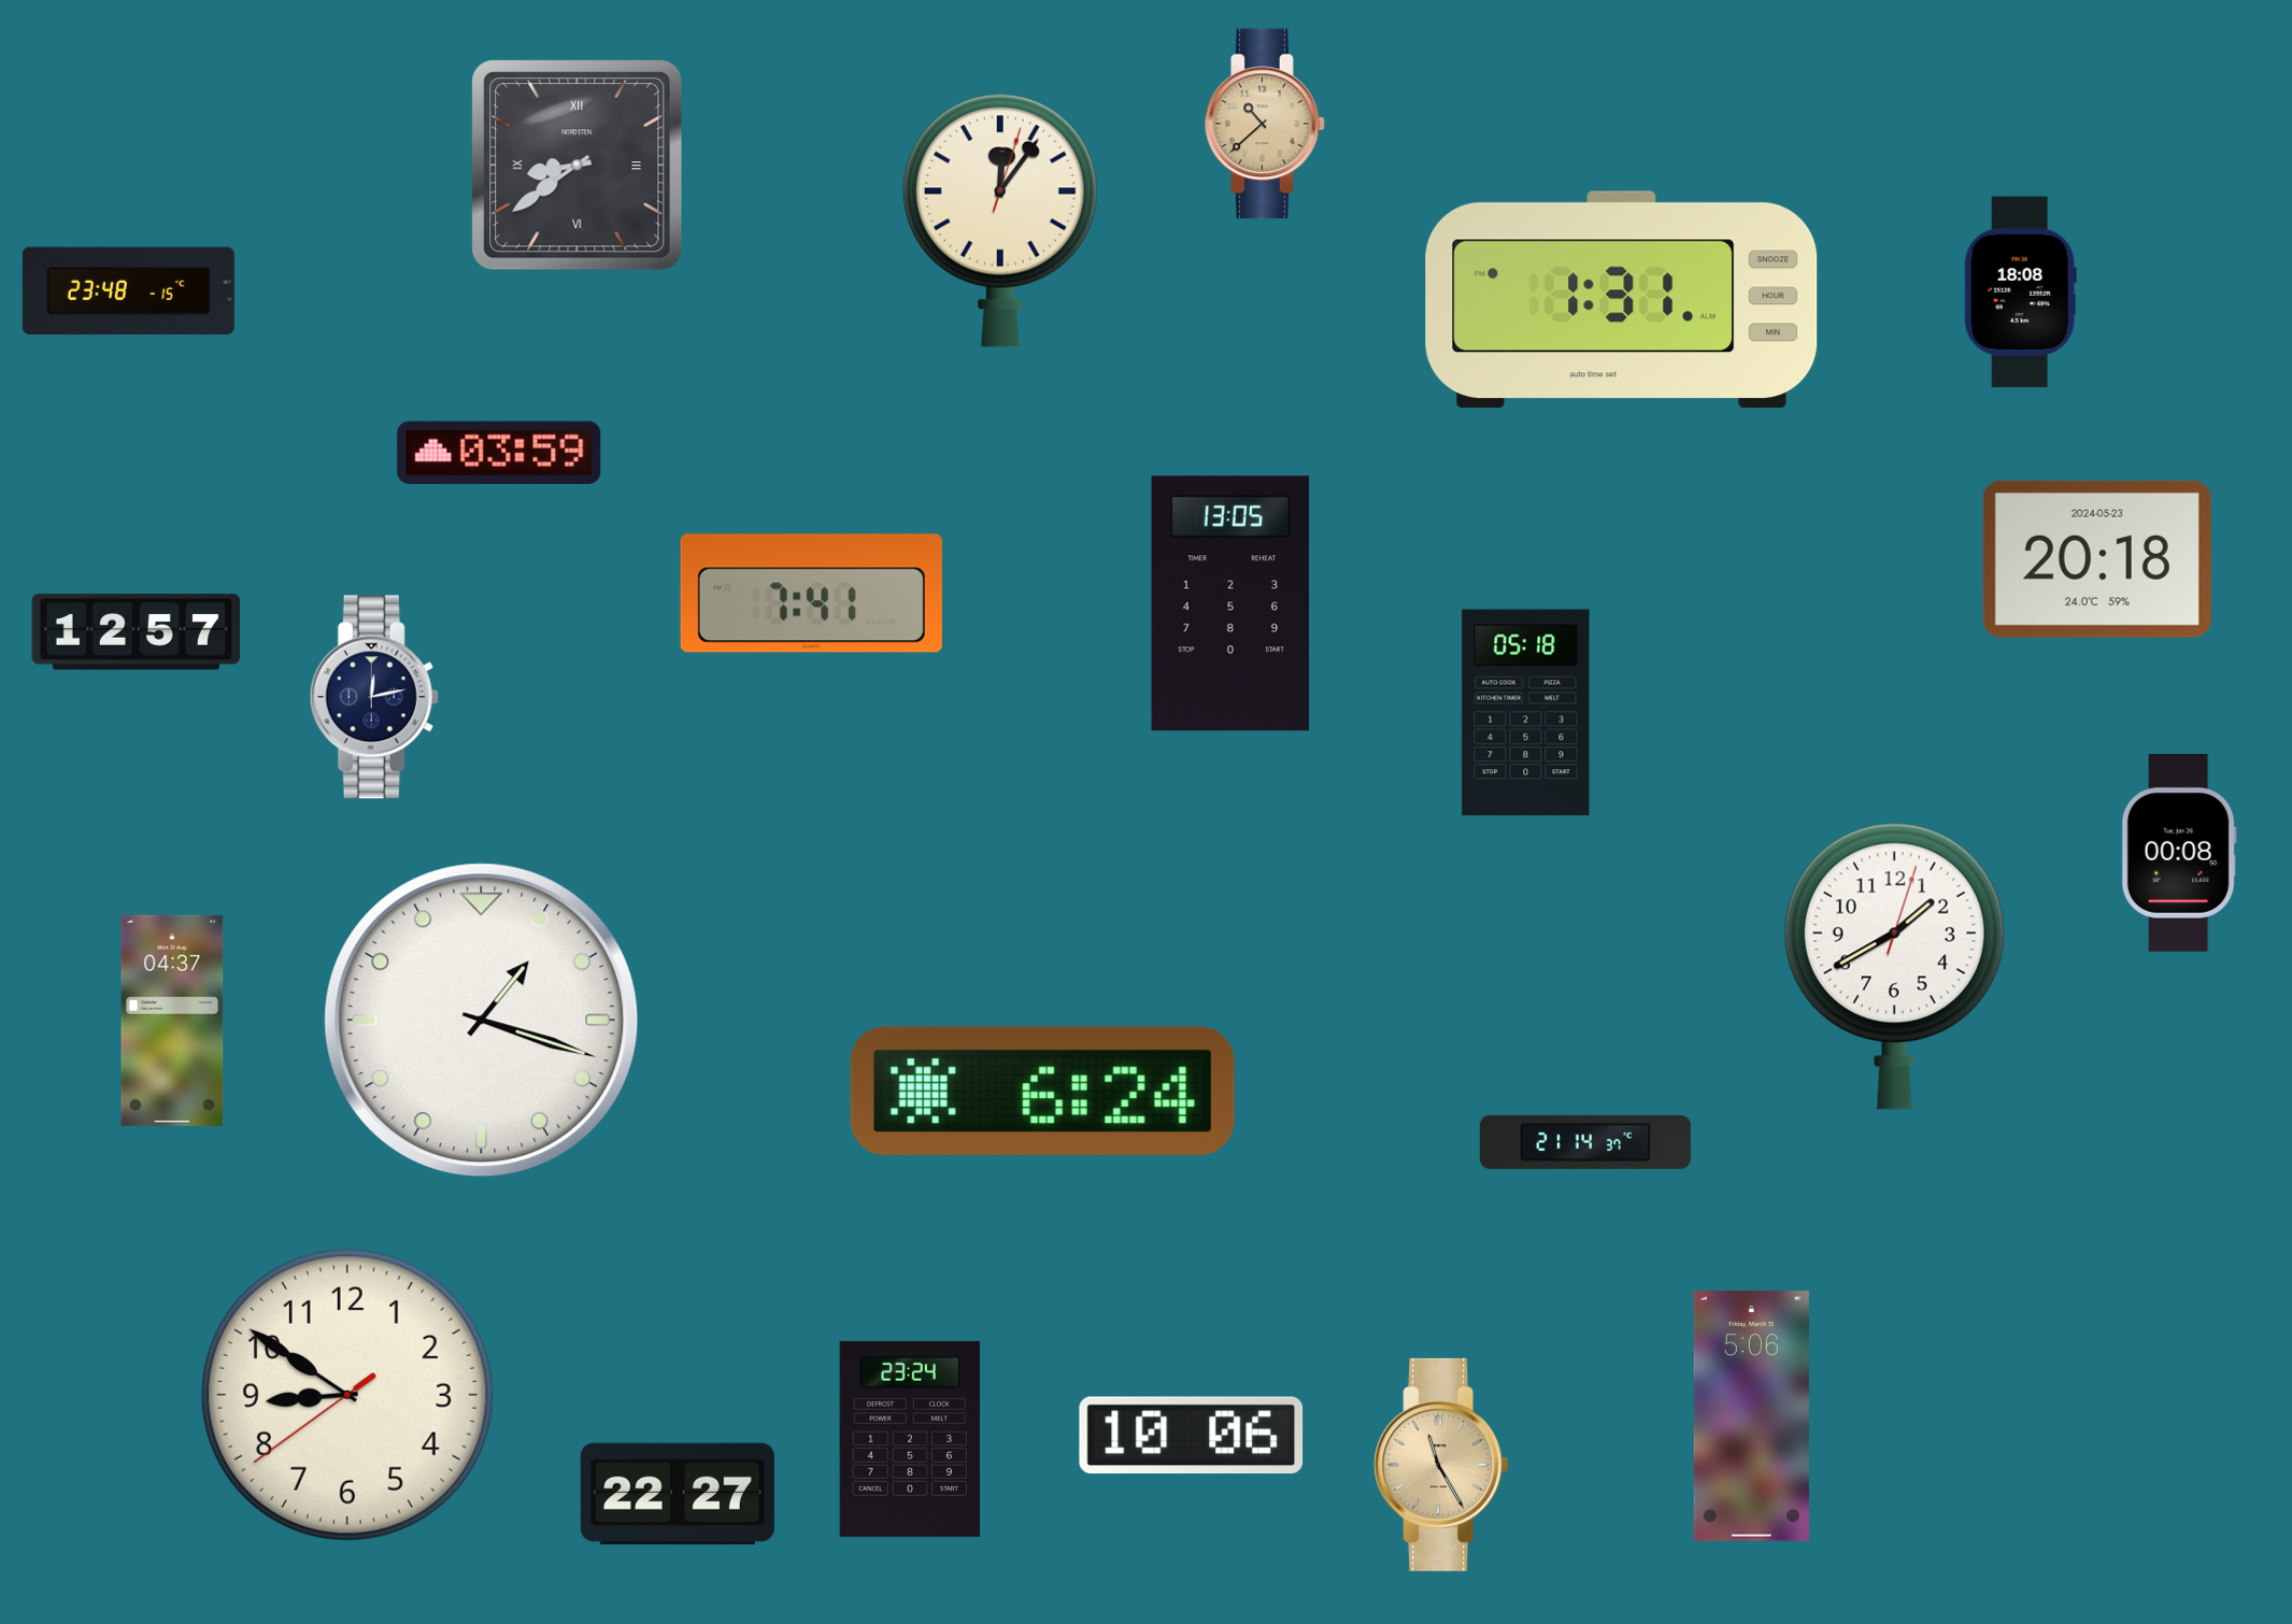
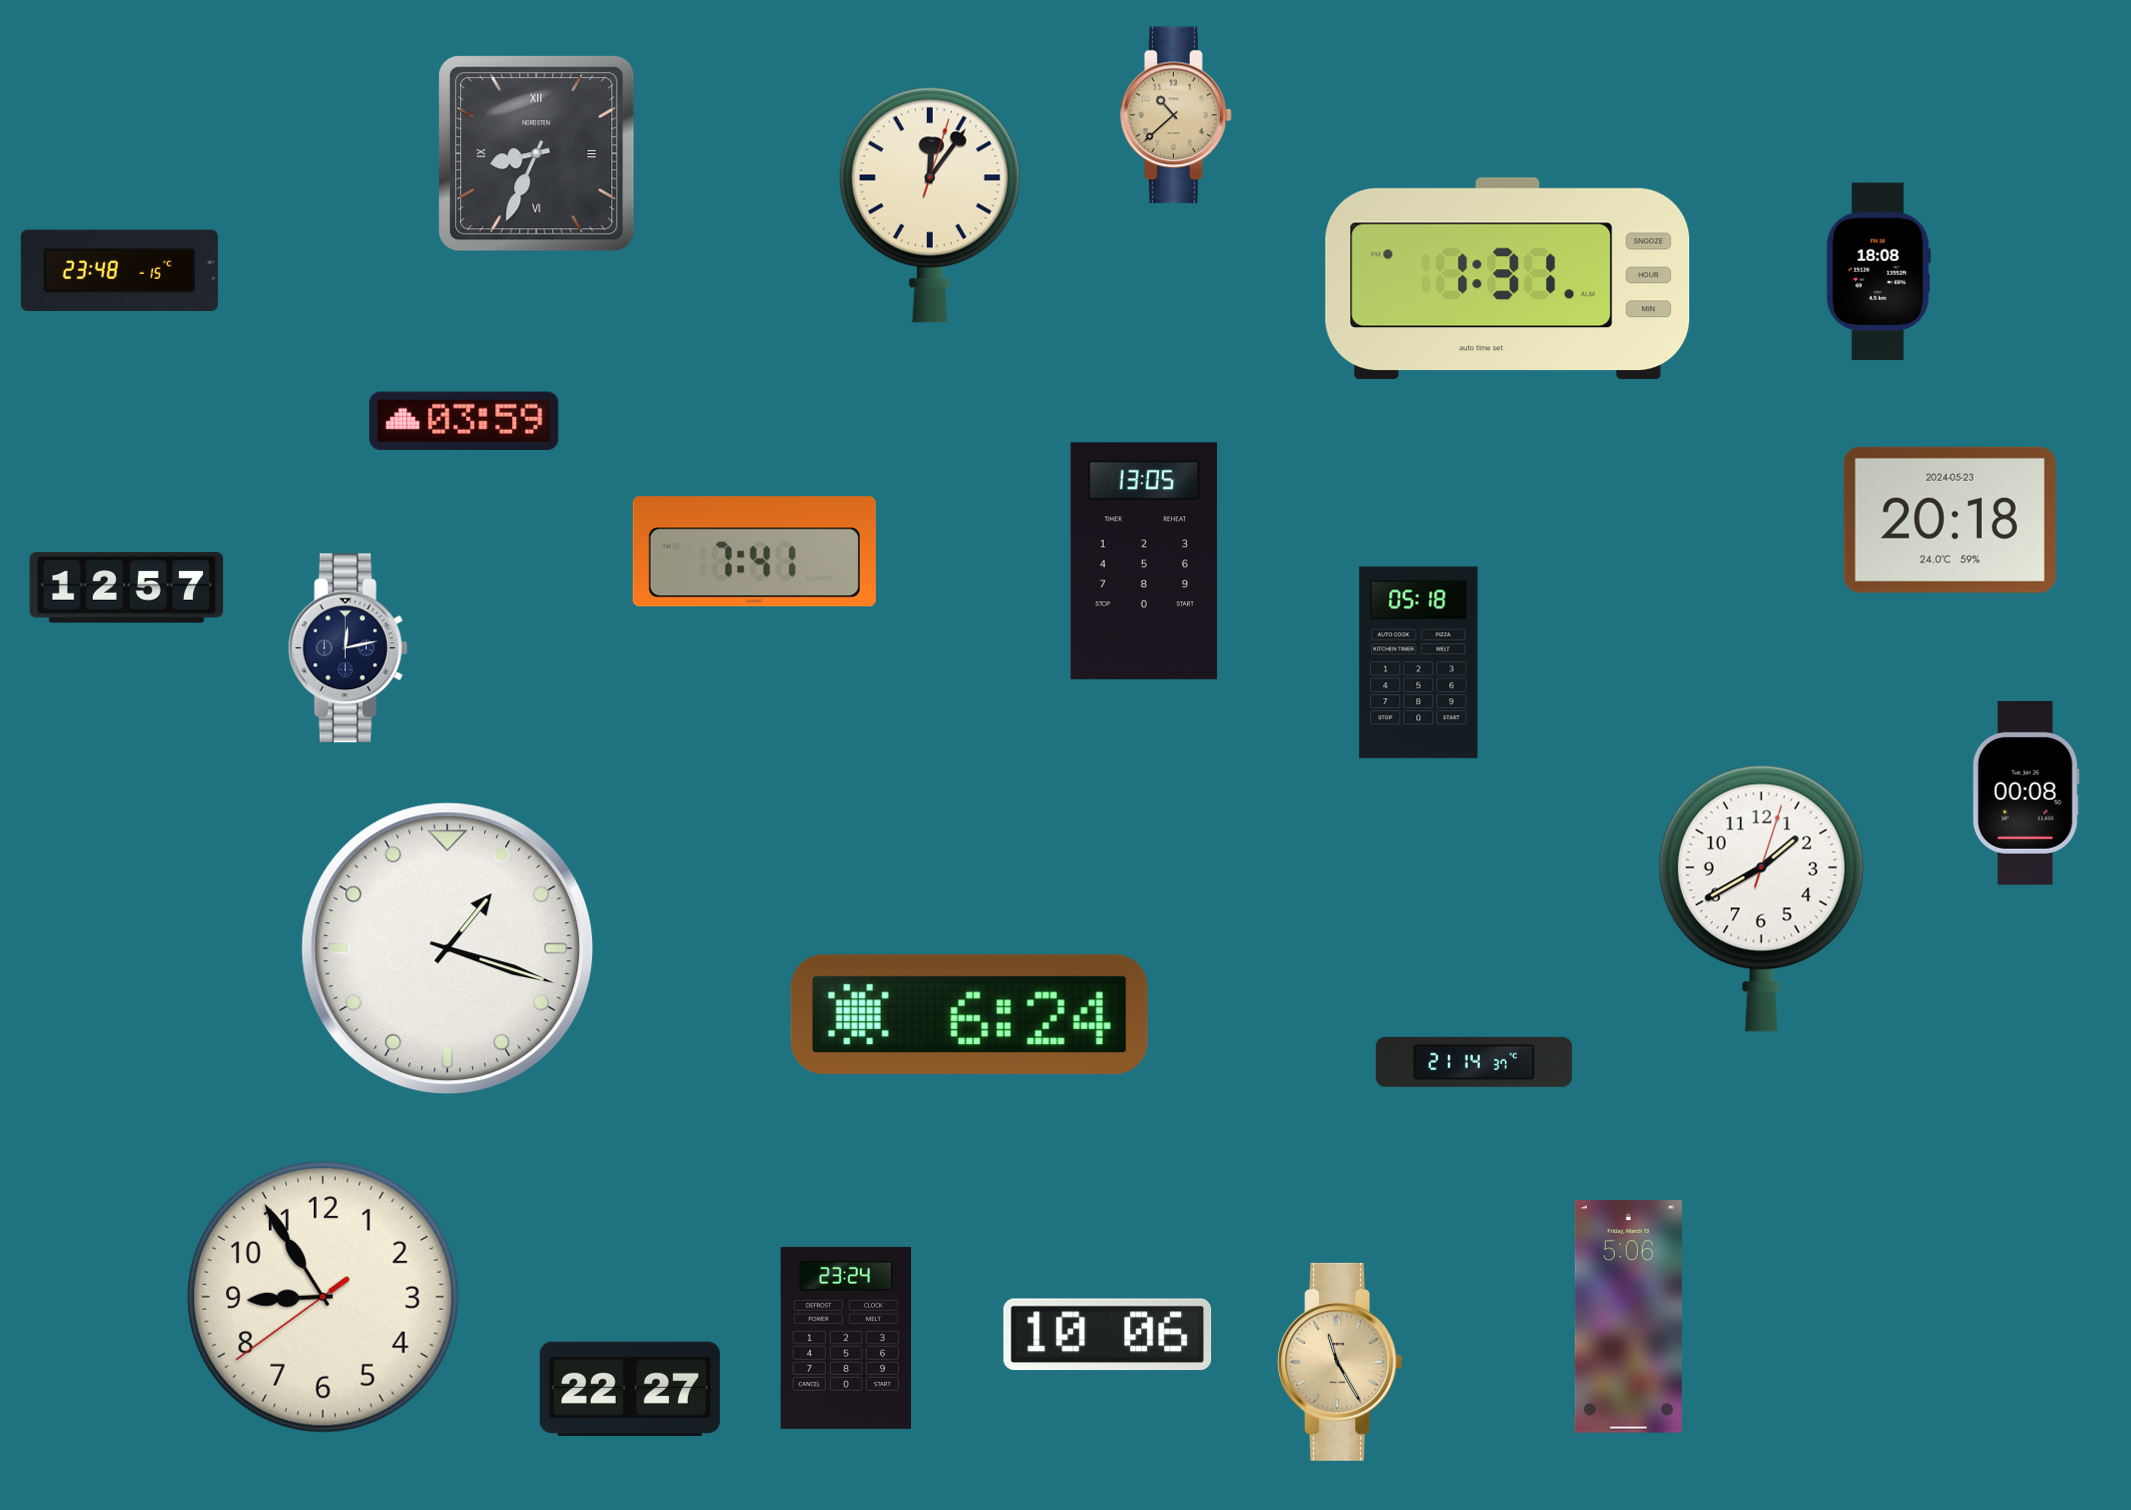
clock at (578, 166): 8:39 -> 8:34
clock at (172, 1021): 04:37 -> none
clock at (347, 1395): 8:50 -> 8:54
